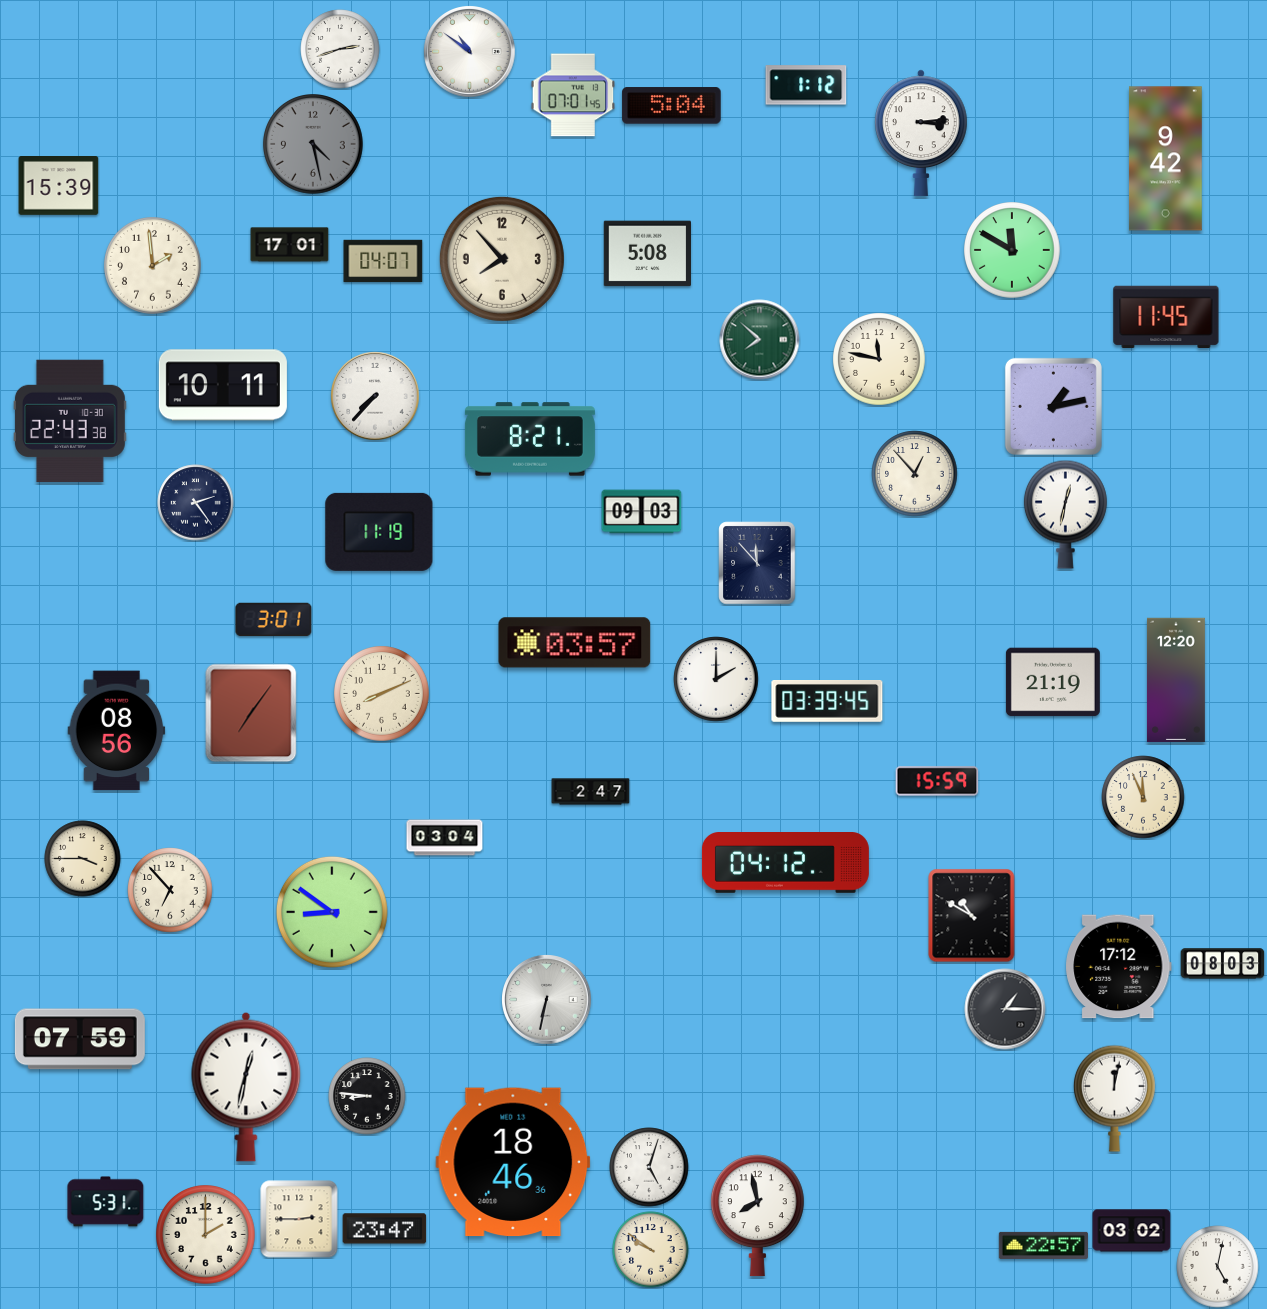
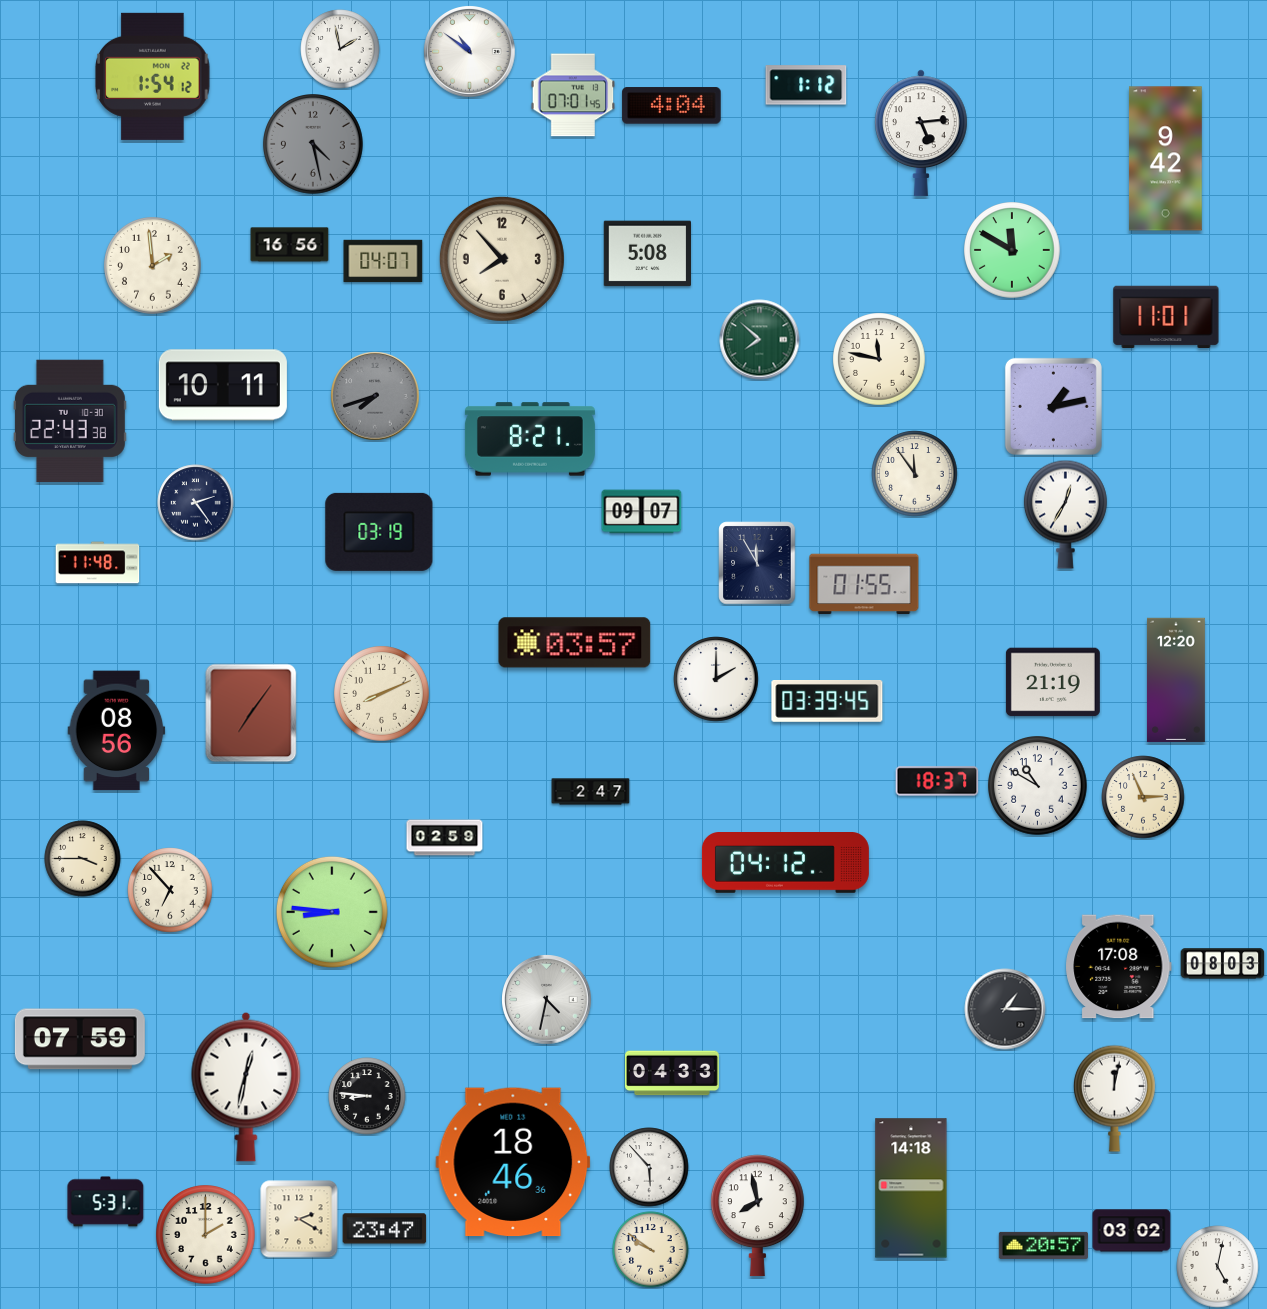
clock at (340, 49): 2:42 -> 1:58
clock at (153, 76): none -> 1:54
clock at (672, 106): 5:04 -> 4:04
clock at (921, 133): 3:14 -> 5:14
clock at (59, 186): 15:39 -> none
clock at (290, 245): 17:01 -> 16:56
clock at (1166, 316): 11:45 -> 11:01
clock at (375, 396): 7:37 -> 7:42
clock at (375, 396) dial: white -> grey
clock at (915, 474): 12:53 -> 11:54
clock at (642, 512): 09:03 -> 09:07
clock at (1065, 514): 12:32 -> 12:35
clock at (379, 532): 11:19 -> 03:19
clock at (98, 563): none -> 11:48
clock at (757, 563): 11:53 -> 11:55
clock at (864, 584): none -> 01:55
clock at (274, 620): 3:01 -> none
clock at (937, 781): 15:59 -> 18:37
clock at (1038, 786): none -> 10:50
clock at (1143, 797): 11:56 -> 2:56
clock at (445, 838): 03:04 -> 02:59
clock at (332, 912): 8:51 -> 8:46
clock at (972, 916): 10:50 -> none
clock at (1119, 967): 17:12 -> 17:08
clock at (547, 1000): 6:32 -> 4:32
clock at (672, 1073): none -> 04:33
clock at (649, 1167): 5:03 -> 5:53
clock at (911, 1188): none -> 14:18
clock at (299, 1219): 2:45 -> 2:20
clock at (1043, 1245): 22:57 -> 20:57
